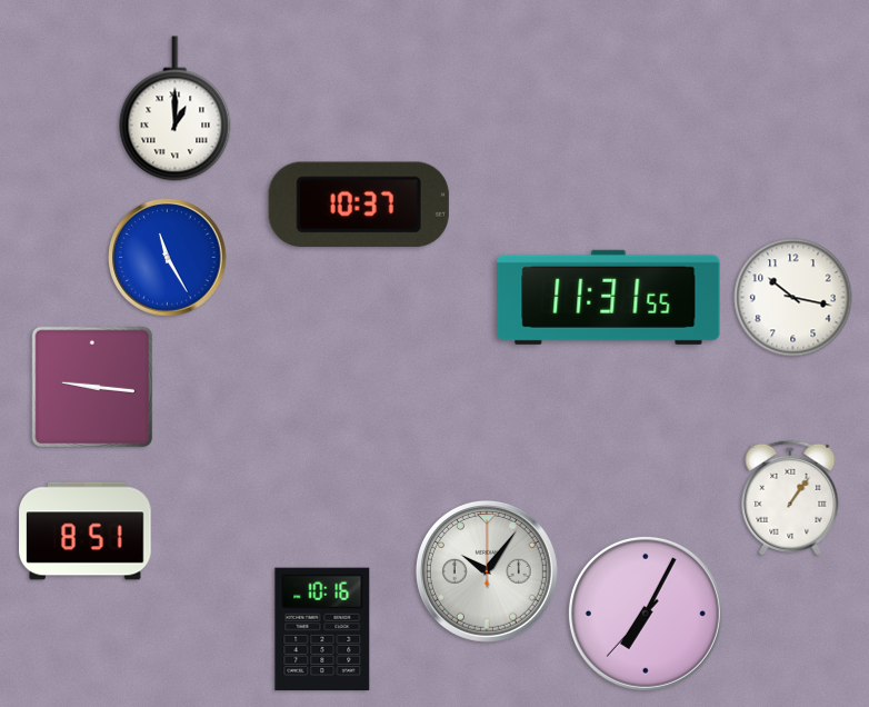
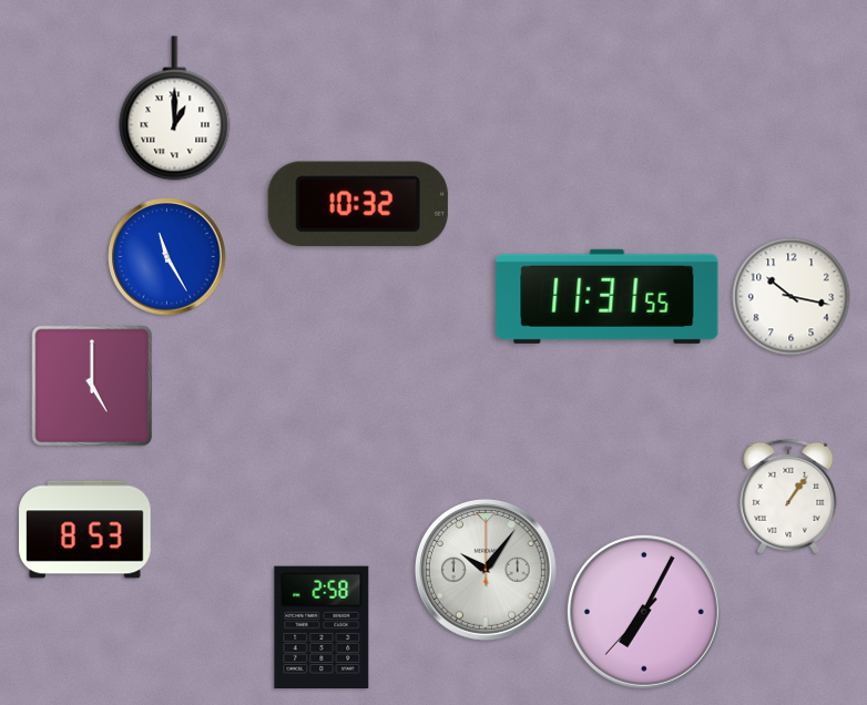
clock at (359, 205): 10:37 -> 10:32
clock at (92, 387): 9:16 -> 5:00
clock at (86, 531): 8:51 -> 8:53
clock at (322, 628): 10:16 -> 2:58
